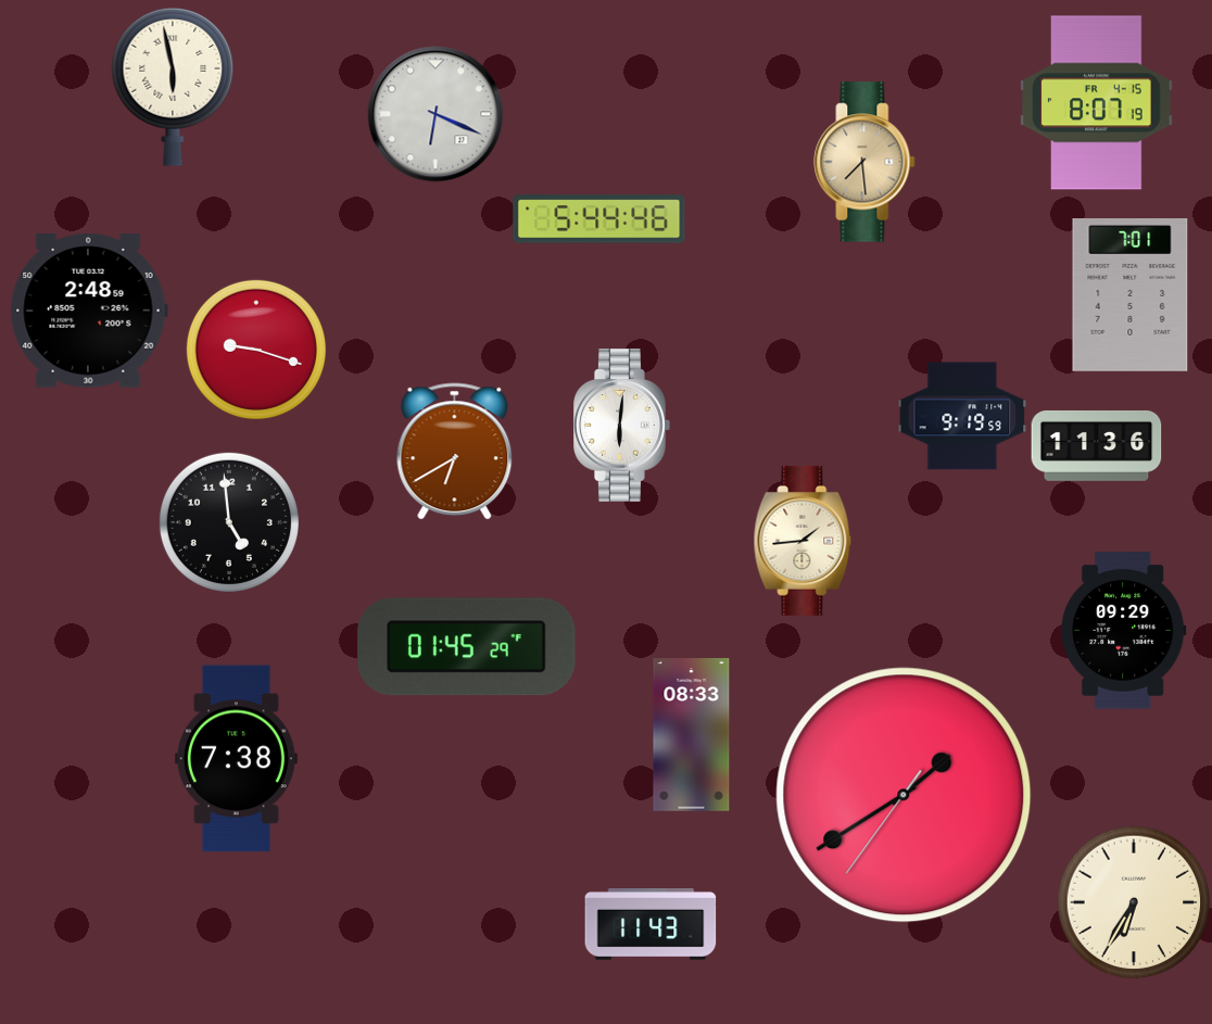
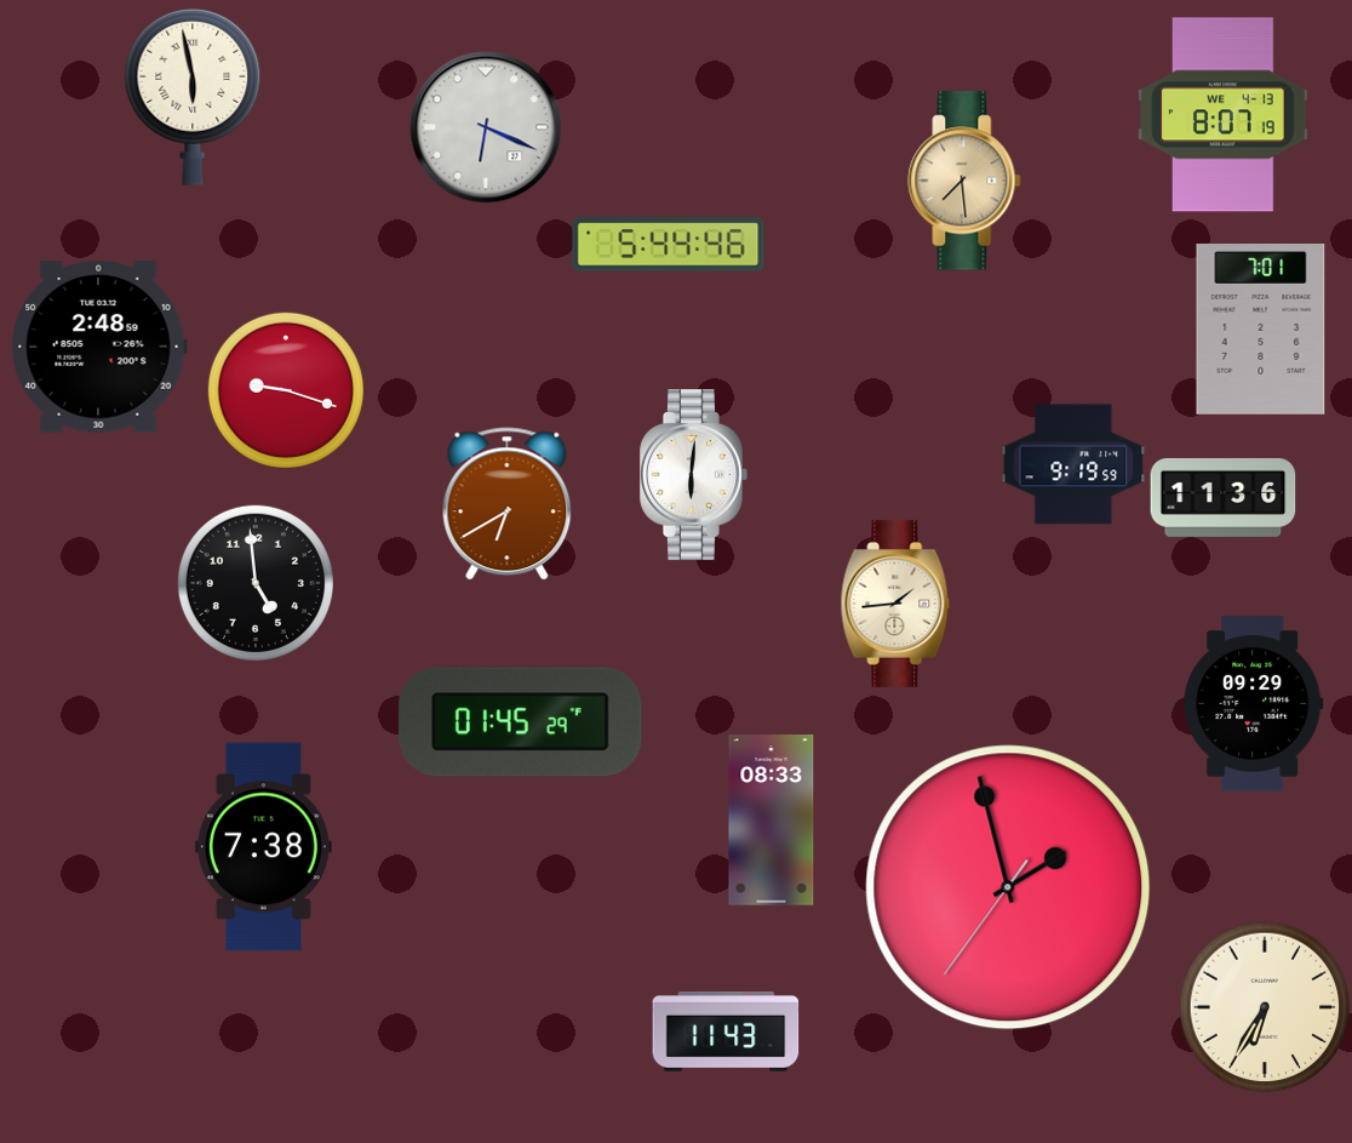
clock at (1097, 103) date: FR 4-15 -> WE 4-13
clock at (904, 795): 1:39 -> 1:57
